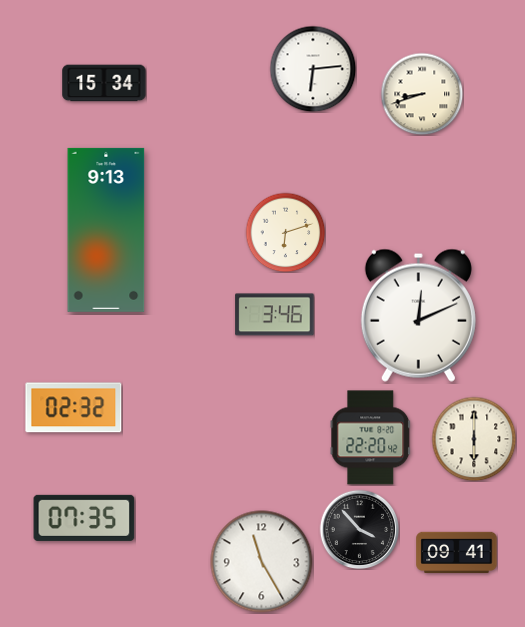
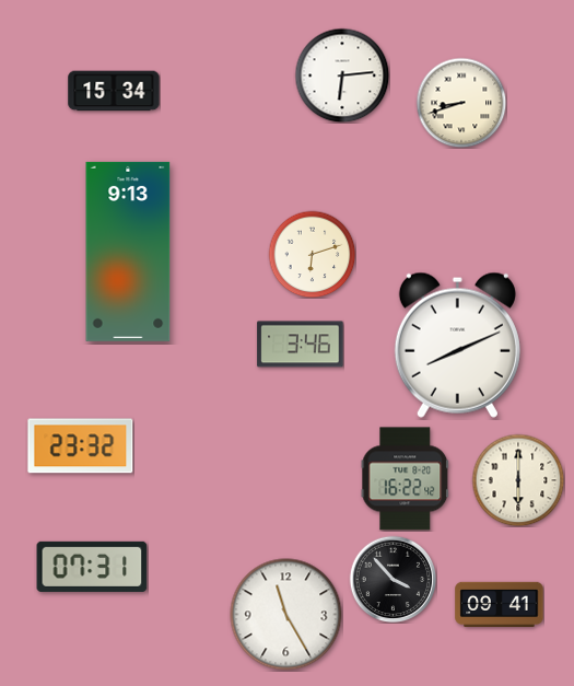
clock at (106, 230) position: (106, 230) -> (128, 252)
clock at (418, 315): 12:11 -> 8:11
clock at (74, 408): 02:32 -> 23:32
clock at (371, 438): 22:20 -> 16:22
clock at (84, 518): 07:35 -> 07:31
